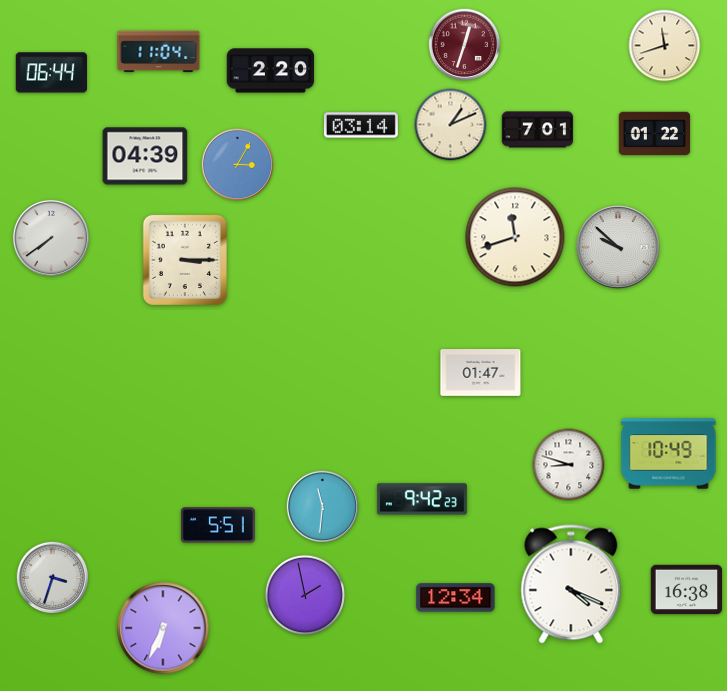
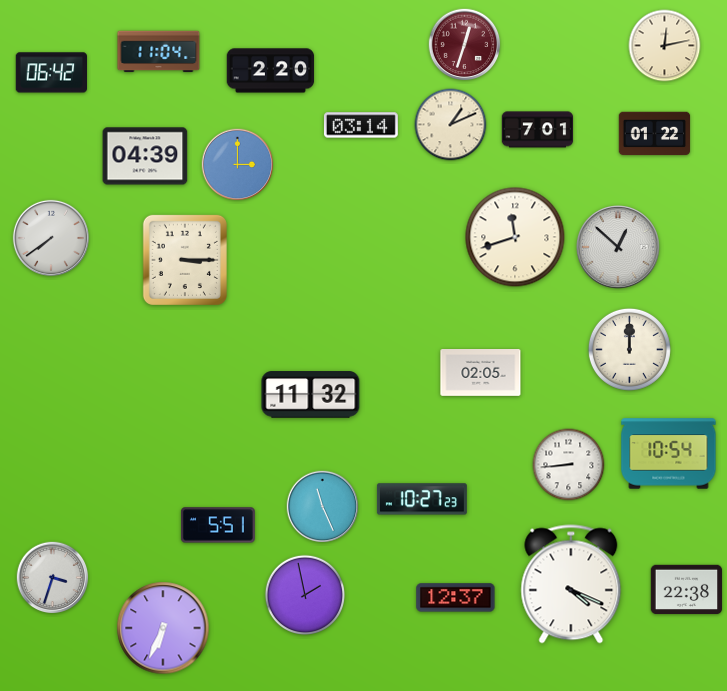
clock at (665, 46): 11:42 -> 12:13
clock at (51, 73): 06:44 -> 06:42
clock at (238, 165): 3:05 -> 3:00
clock at (619, 248): 9:52 -> 12:52
clock at (629, 349): none -> 12:00
clock at (481, 373): 01:47 -> 02:05
clock at (311, 395): none -> 11:32
clock at (669, 454): 10:49 -> 10:54
clock at (569, 465): 8:48 -> 8:44
clock at (422, 499): 9:42 -> 10:27
clock at (323, 507): 11:31 -> 11:26
clock at (687, 590): 16:38 -> 22:38
clock at (456, 598): 12:34 -> 12:37
